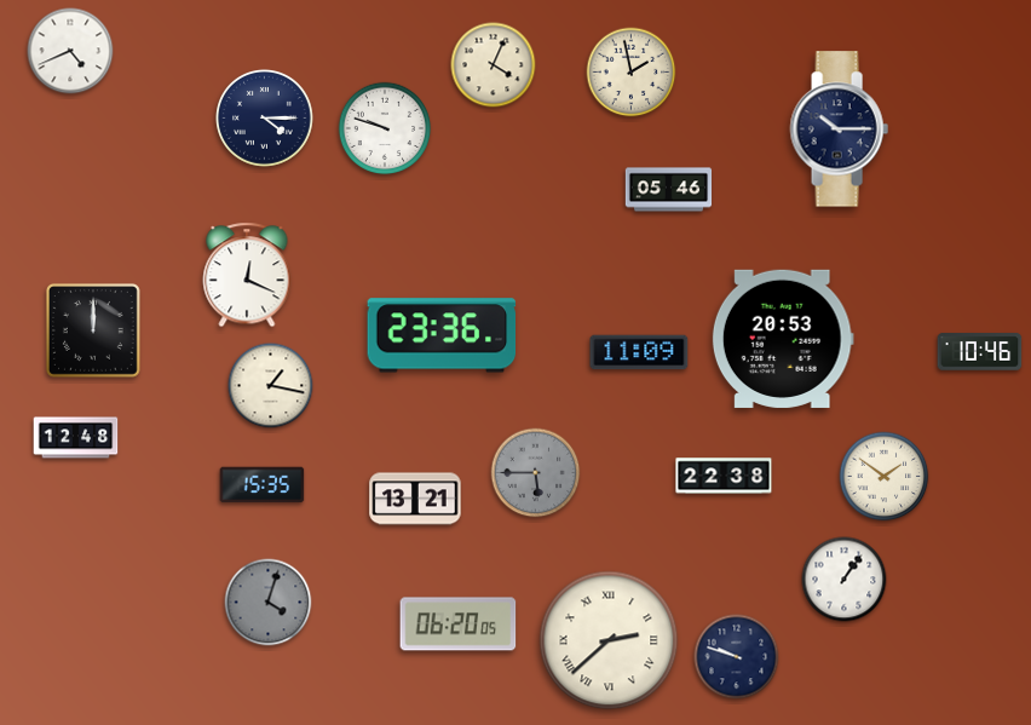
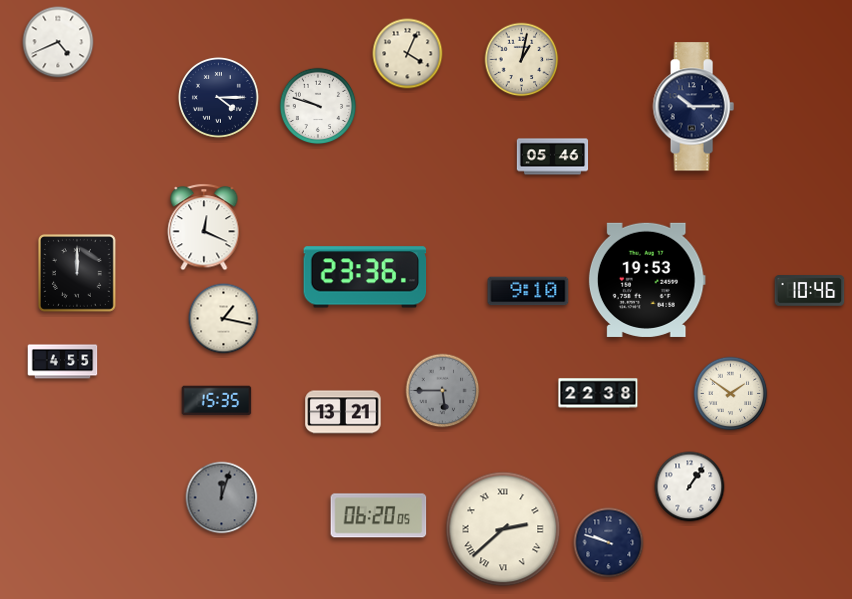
clock at (632, 73): 1:58 -> 1:02
clock at (783, 339): 20:53 -> 19:53
clock at (639, 352): 11:09 -> 9:10
clock at (76, 438): 12:48 -> 4:55
clock at (845, 580) position: (845, 580) -> (690, 487)
clock at (269, 603): 4:03 -> 12:03
